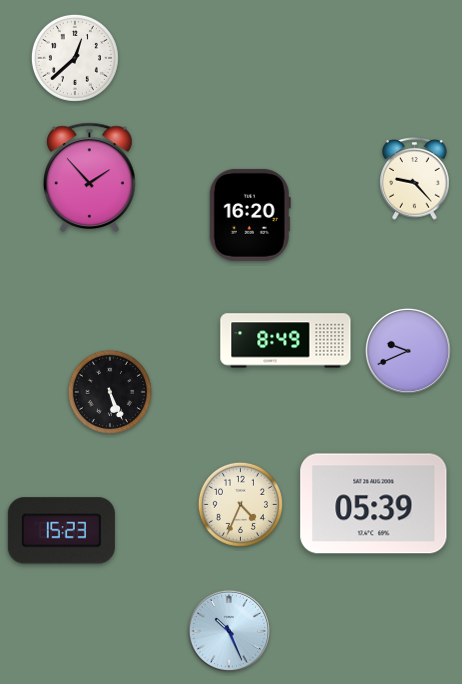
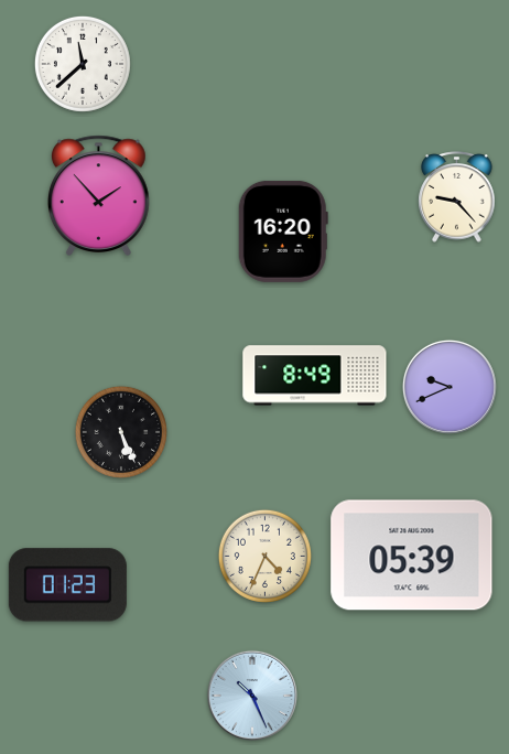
clock at (75, 58): 12:38 -> 11:38
clock at (250, 215) position: (250, 215) -> (283, 231)
clock at (61, 531): 15:23 -> 01:23
